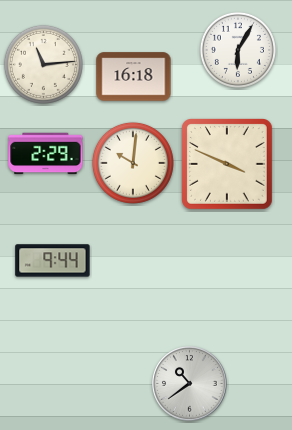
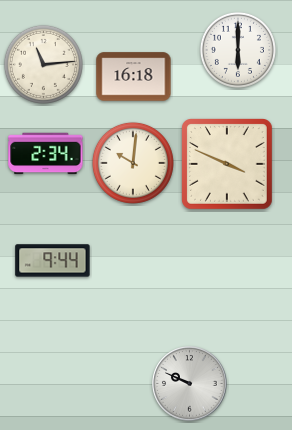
clock at (238, 50): 6:05 -> 6:00
clock at (46, 154): 2:29 -> 2:34
clock at (190, 384): 10:39 -> 9:49
